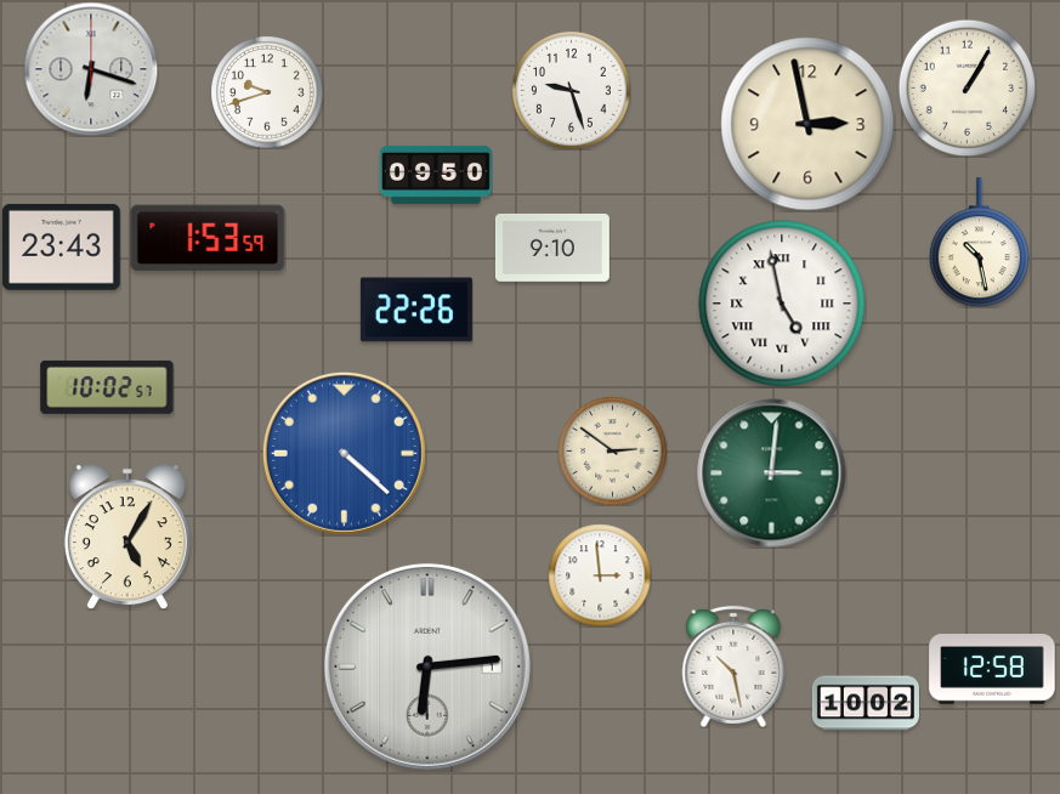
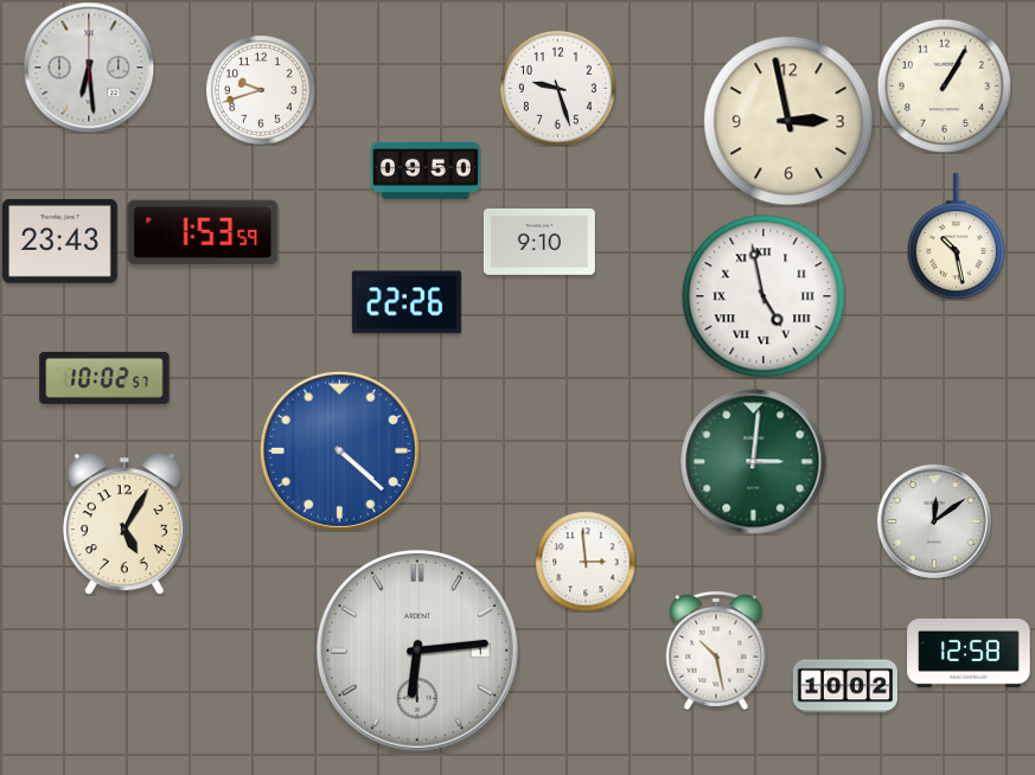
clock at (91, 69): 6:18 -> 6:29
clock at (612, 450): 2:51 -> none
clock at (344, 453) position: (344, 453) -> (339, 450)
clock at (934, 521): none -> 12:09
